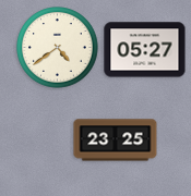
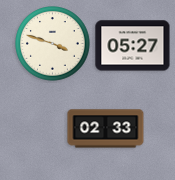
clock at (58, 48): 4:39 -> 3:48
clock at (116, 140): 23:25 -> 02:33
